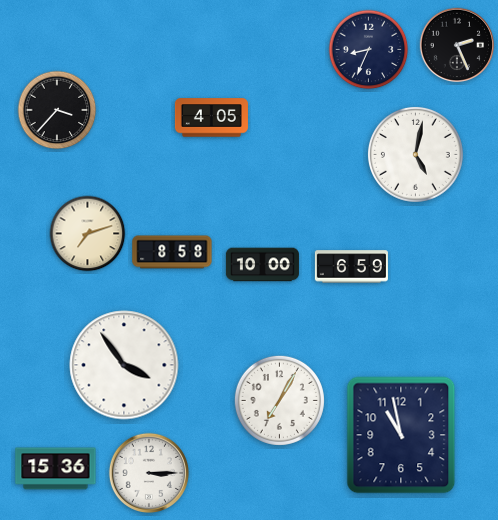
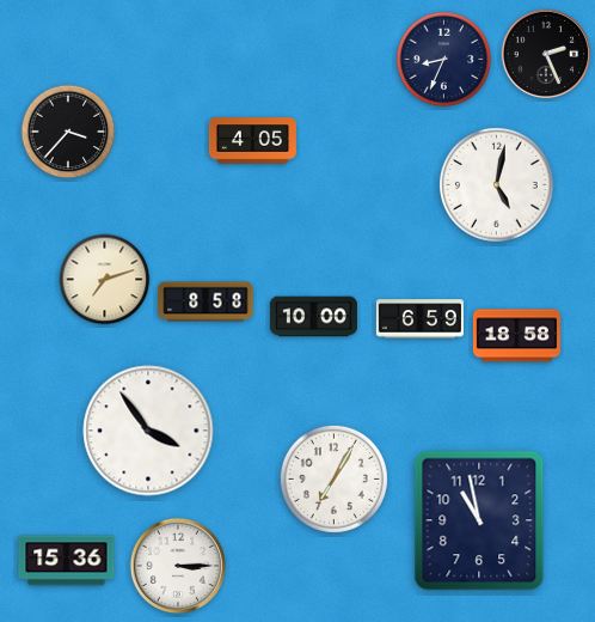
clock at (369, 50) position: (369, 50) -> (444, 60)
clock at (516, 336): none -> 18:58
clock at (124, 365) position: (124, 365) -> (148, 431)
